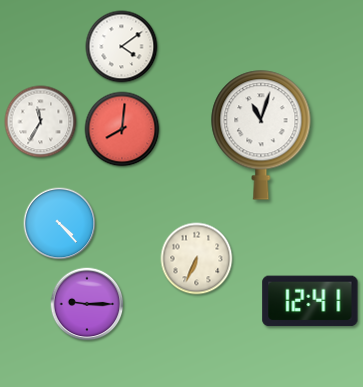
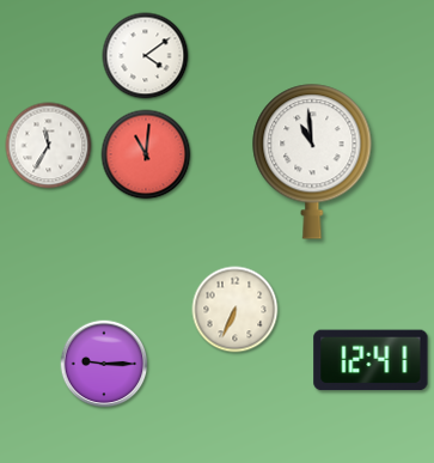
clock at (122, 129): 8:01 -> 11:01
clock at (261, 135): 11:03 -> 10:59
clock at (60, 224): 4:23 -> none
